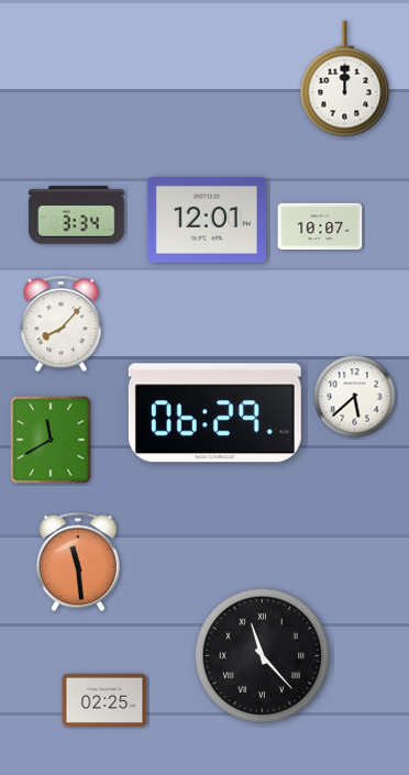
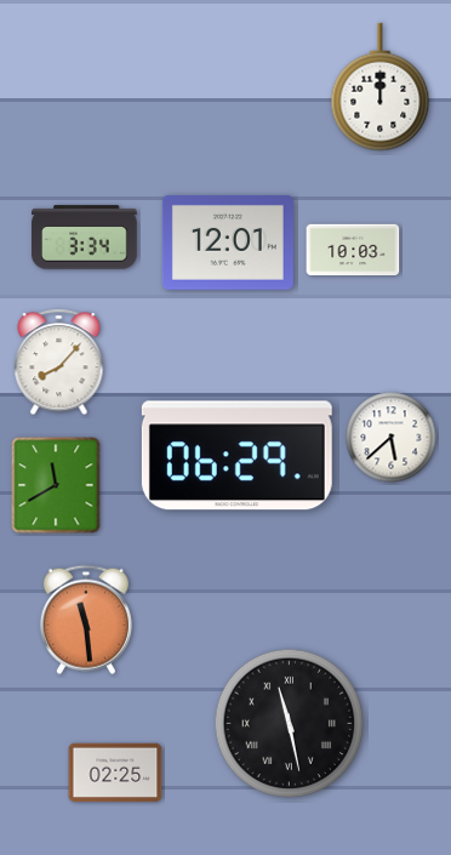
clock at (320, 226): 10:07 -> 10:03
clock at (62, 324) position: (62, 324) -> (59, 363)
clock at (263, 656): 11:23 -> 11:28
